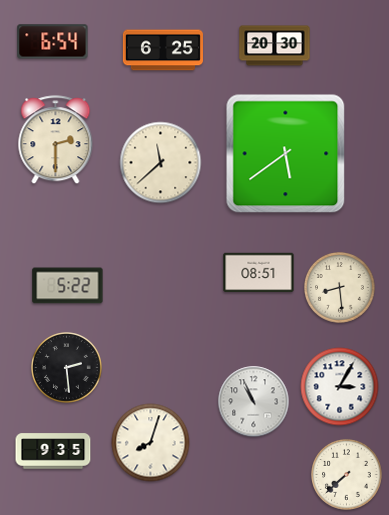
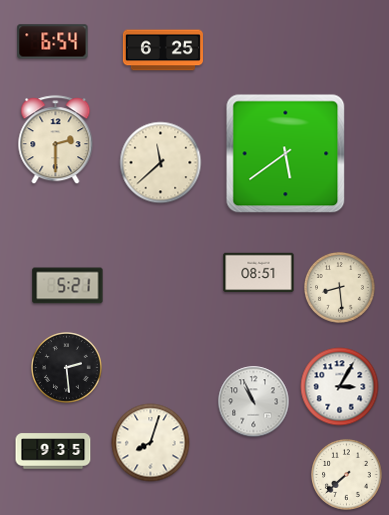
clock at (275, 46): 20:30 -> none
clock at (68, 286): 5:22 -> 5:21
